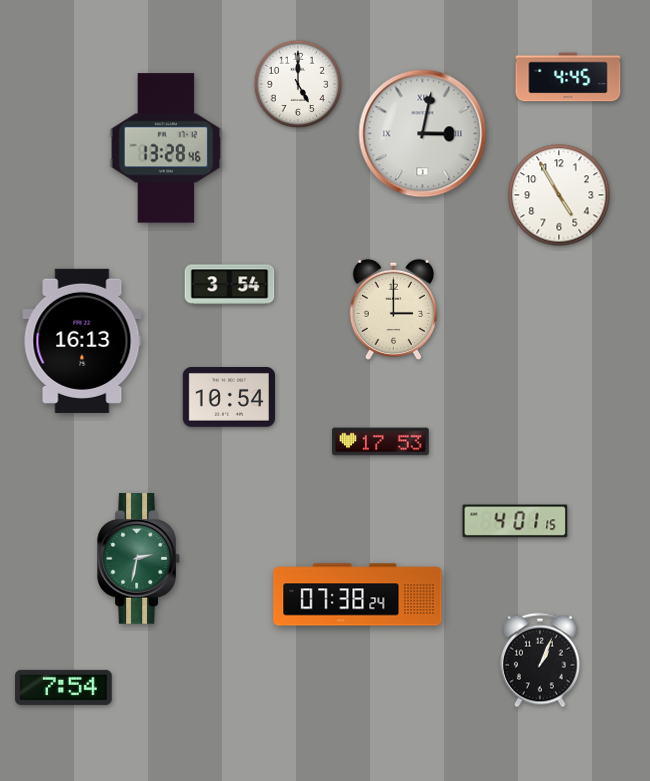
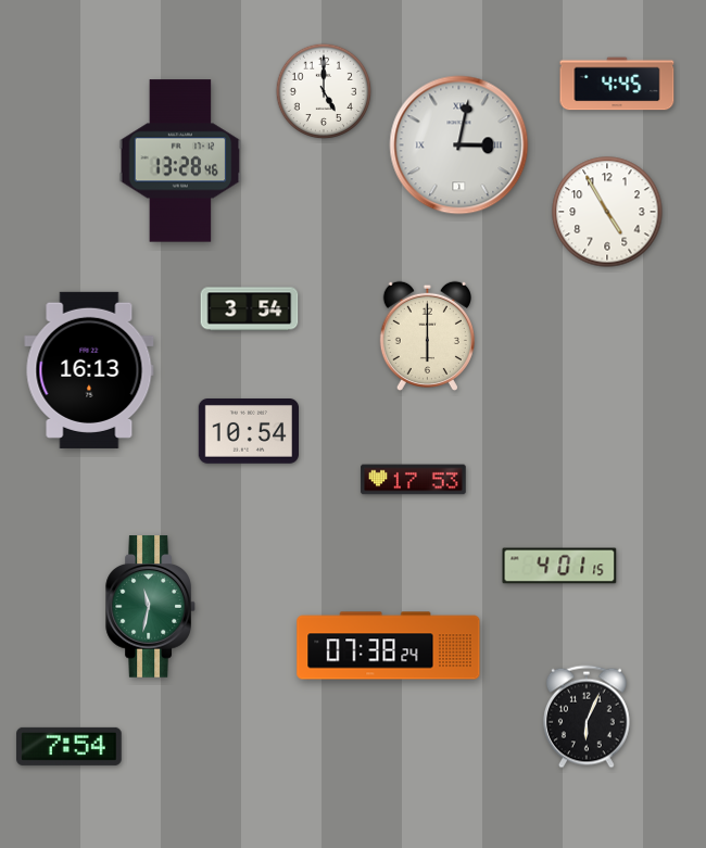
clock at (393, 310): 3:00 -> 6:00
clock at (139, 559): 2:32 -> 11:32
clock at (540, 660): 1:04 -> 6:04
